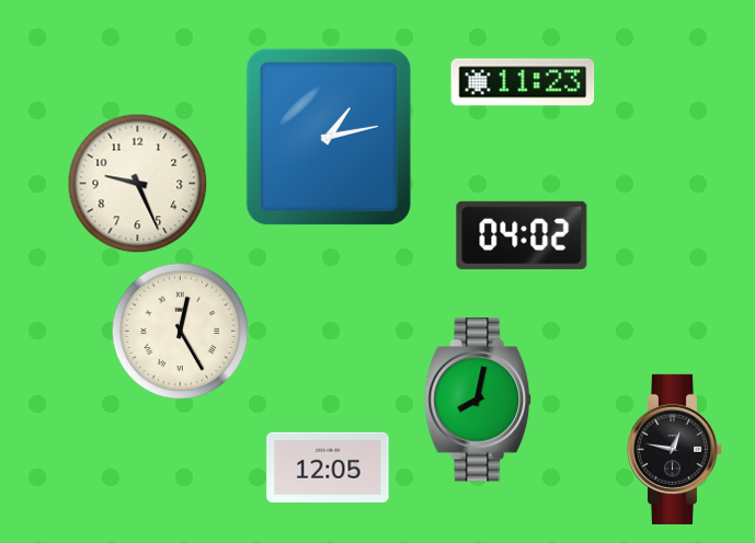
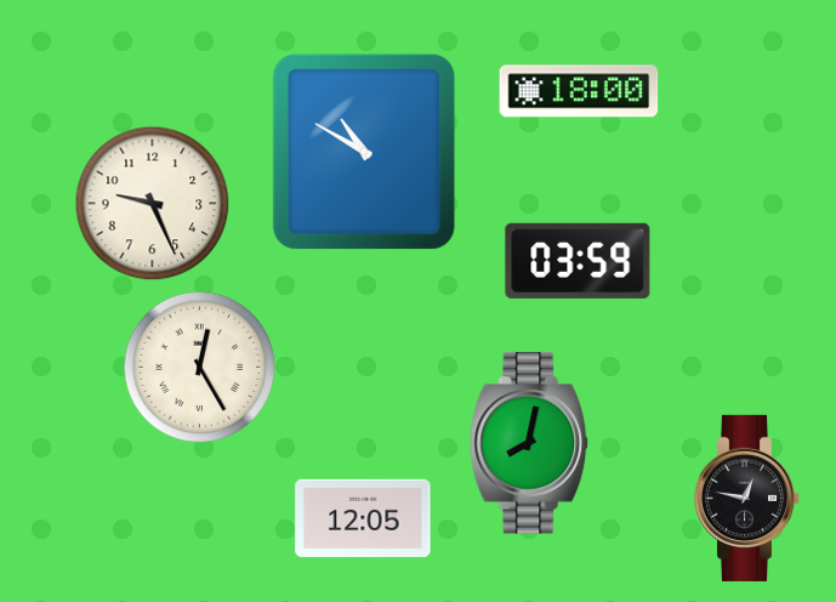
clock at (523, 82): 11:23 -> 18:00
clock at (329, 137): 1:13 -> 10:50
clock at (522, 235): 04:02 -> 03:59
